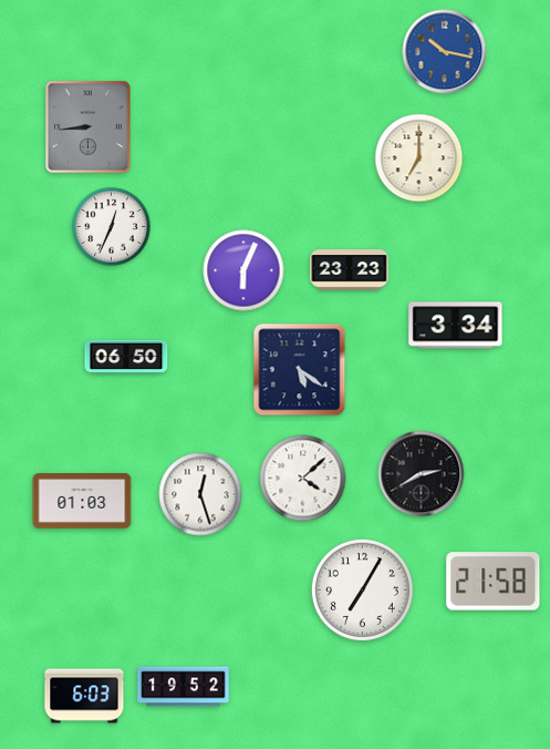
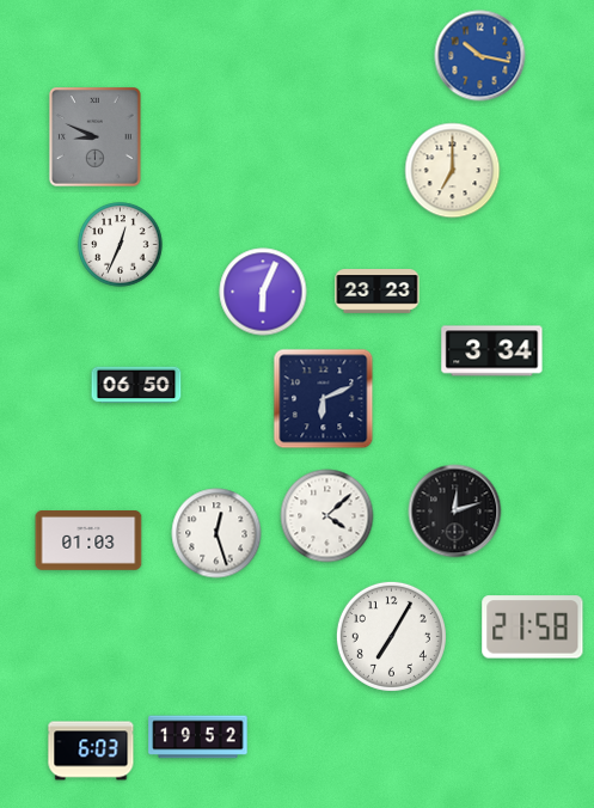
clock at (89, 127): 8:44 -> 8:49
clock at (300, 370): 5:21 -> 6:11
clock at (422, 474): 2:40 -> 12:12
clock at (184, 687) position: (184, 687) -> (198, 737)
